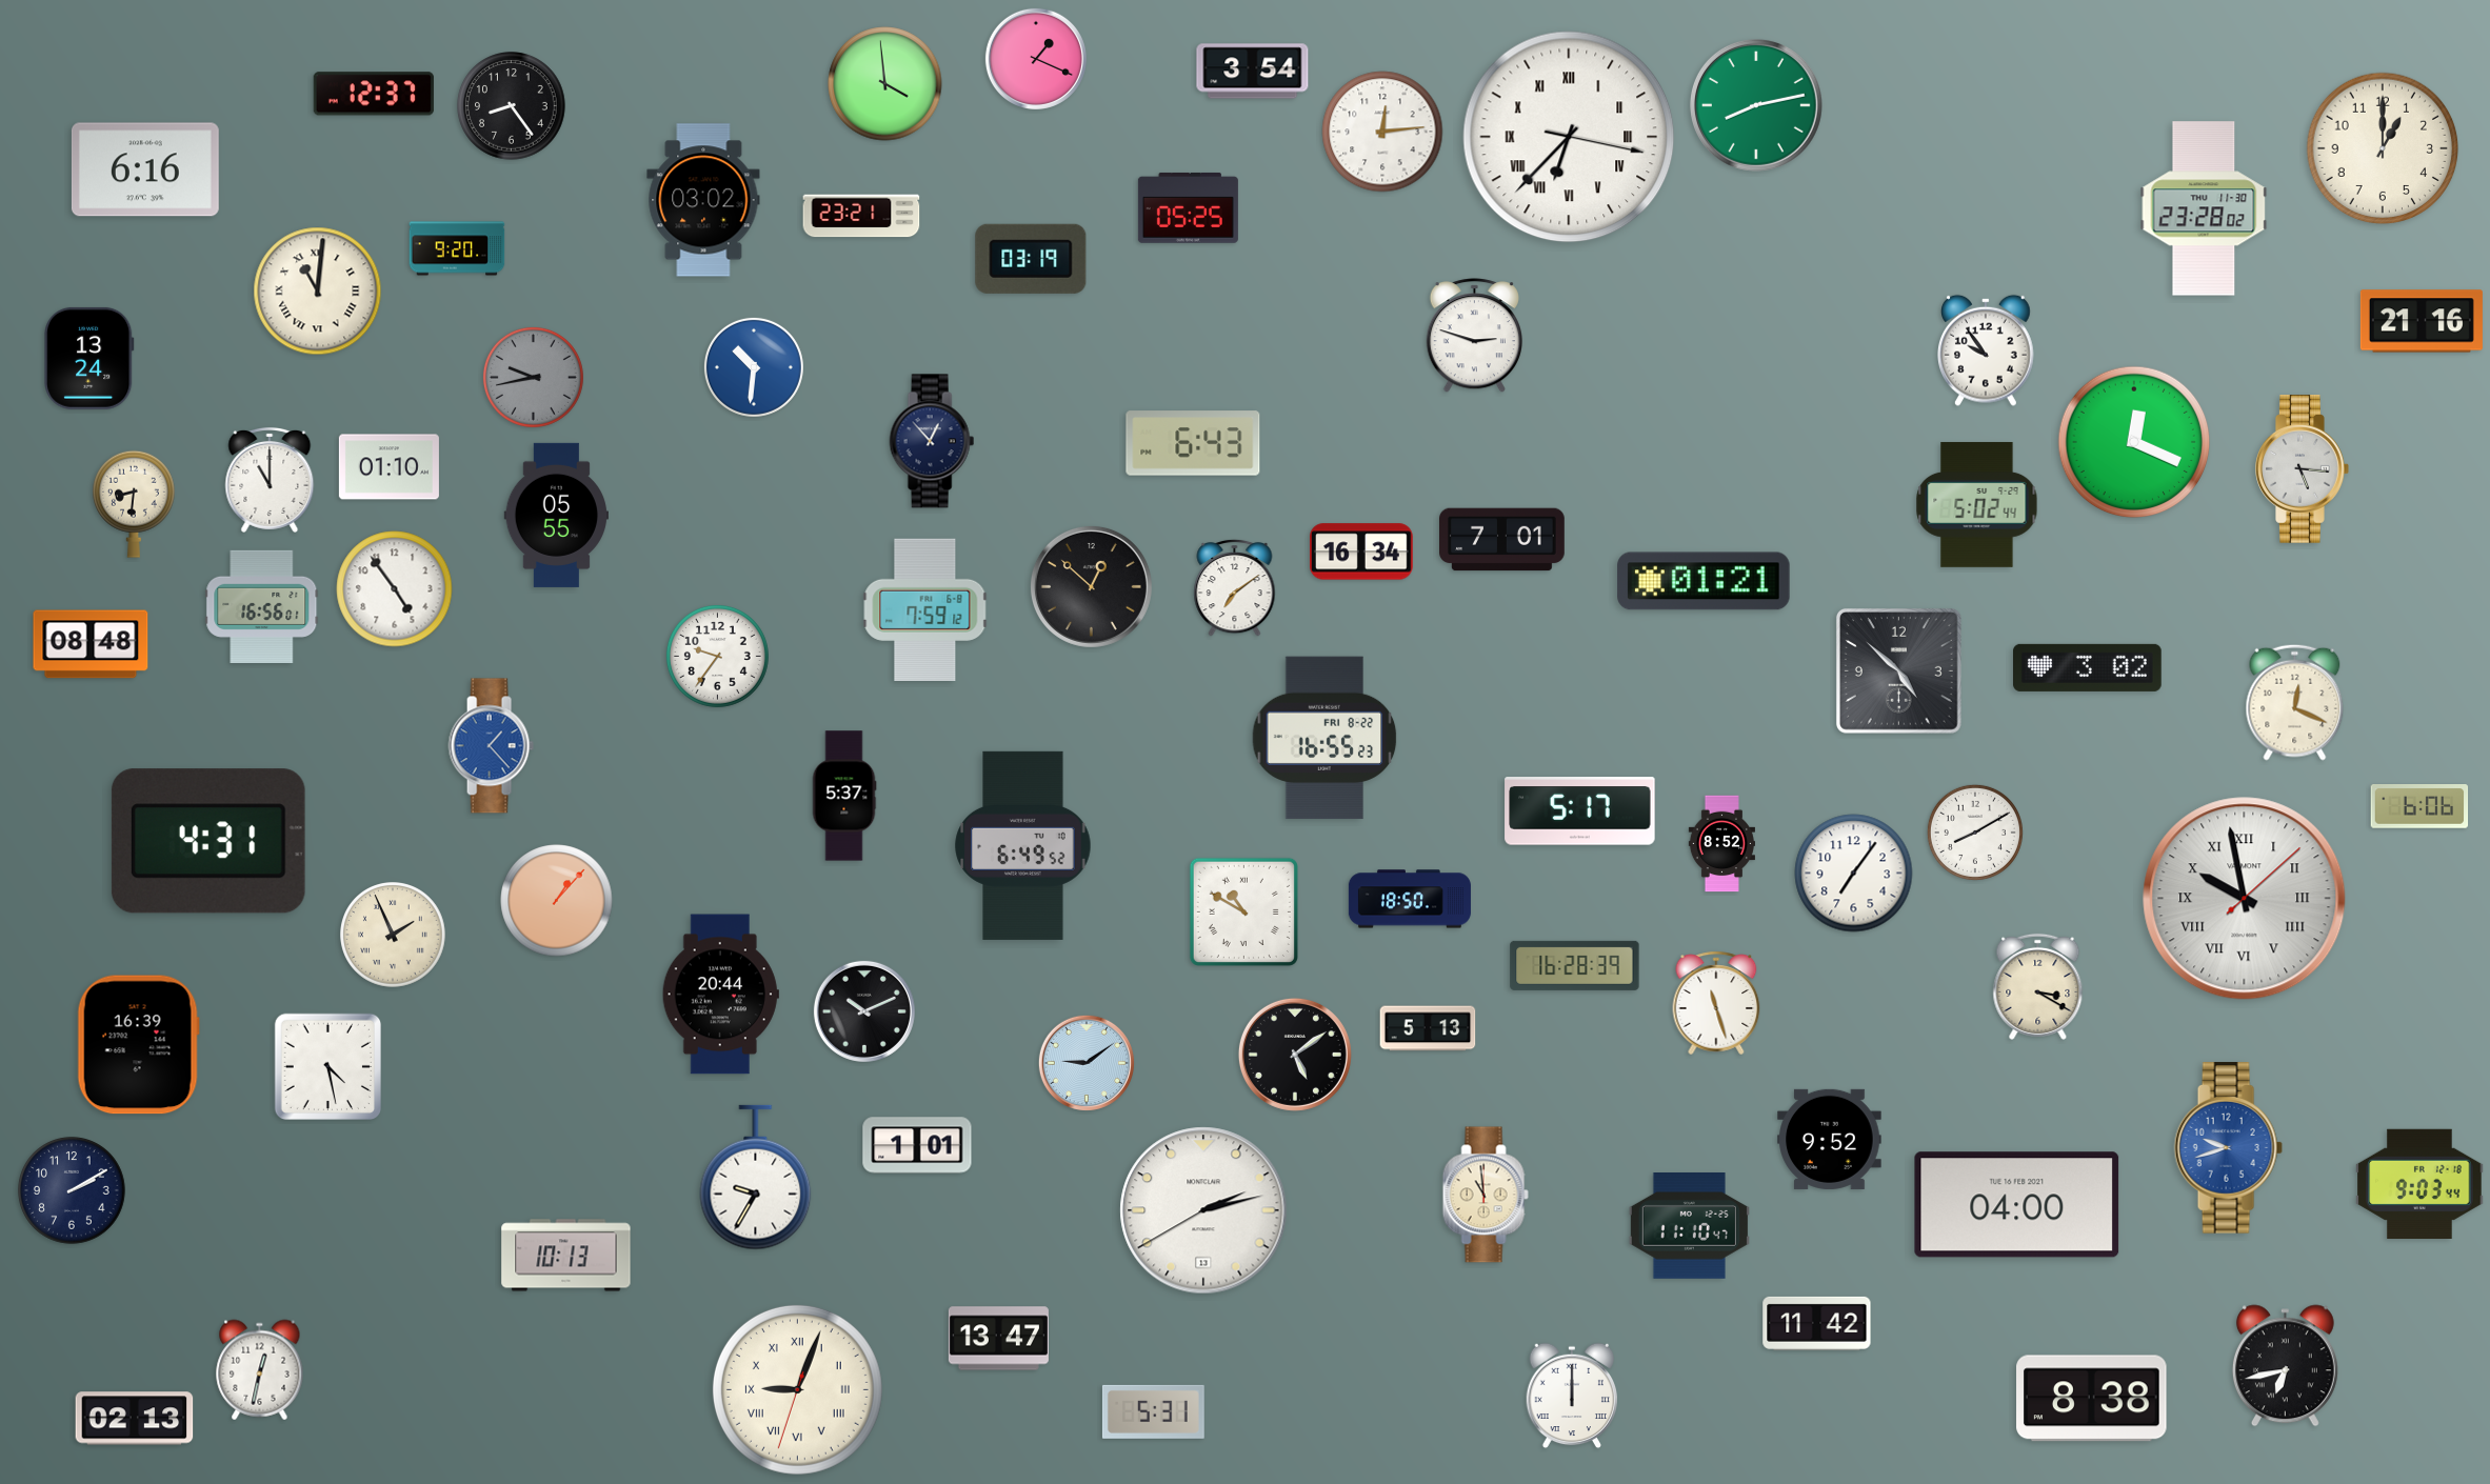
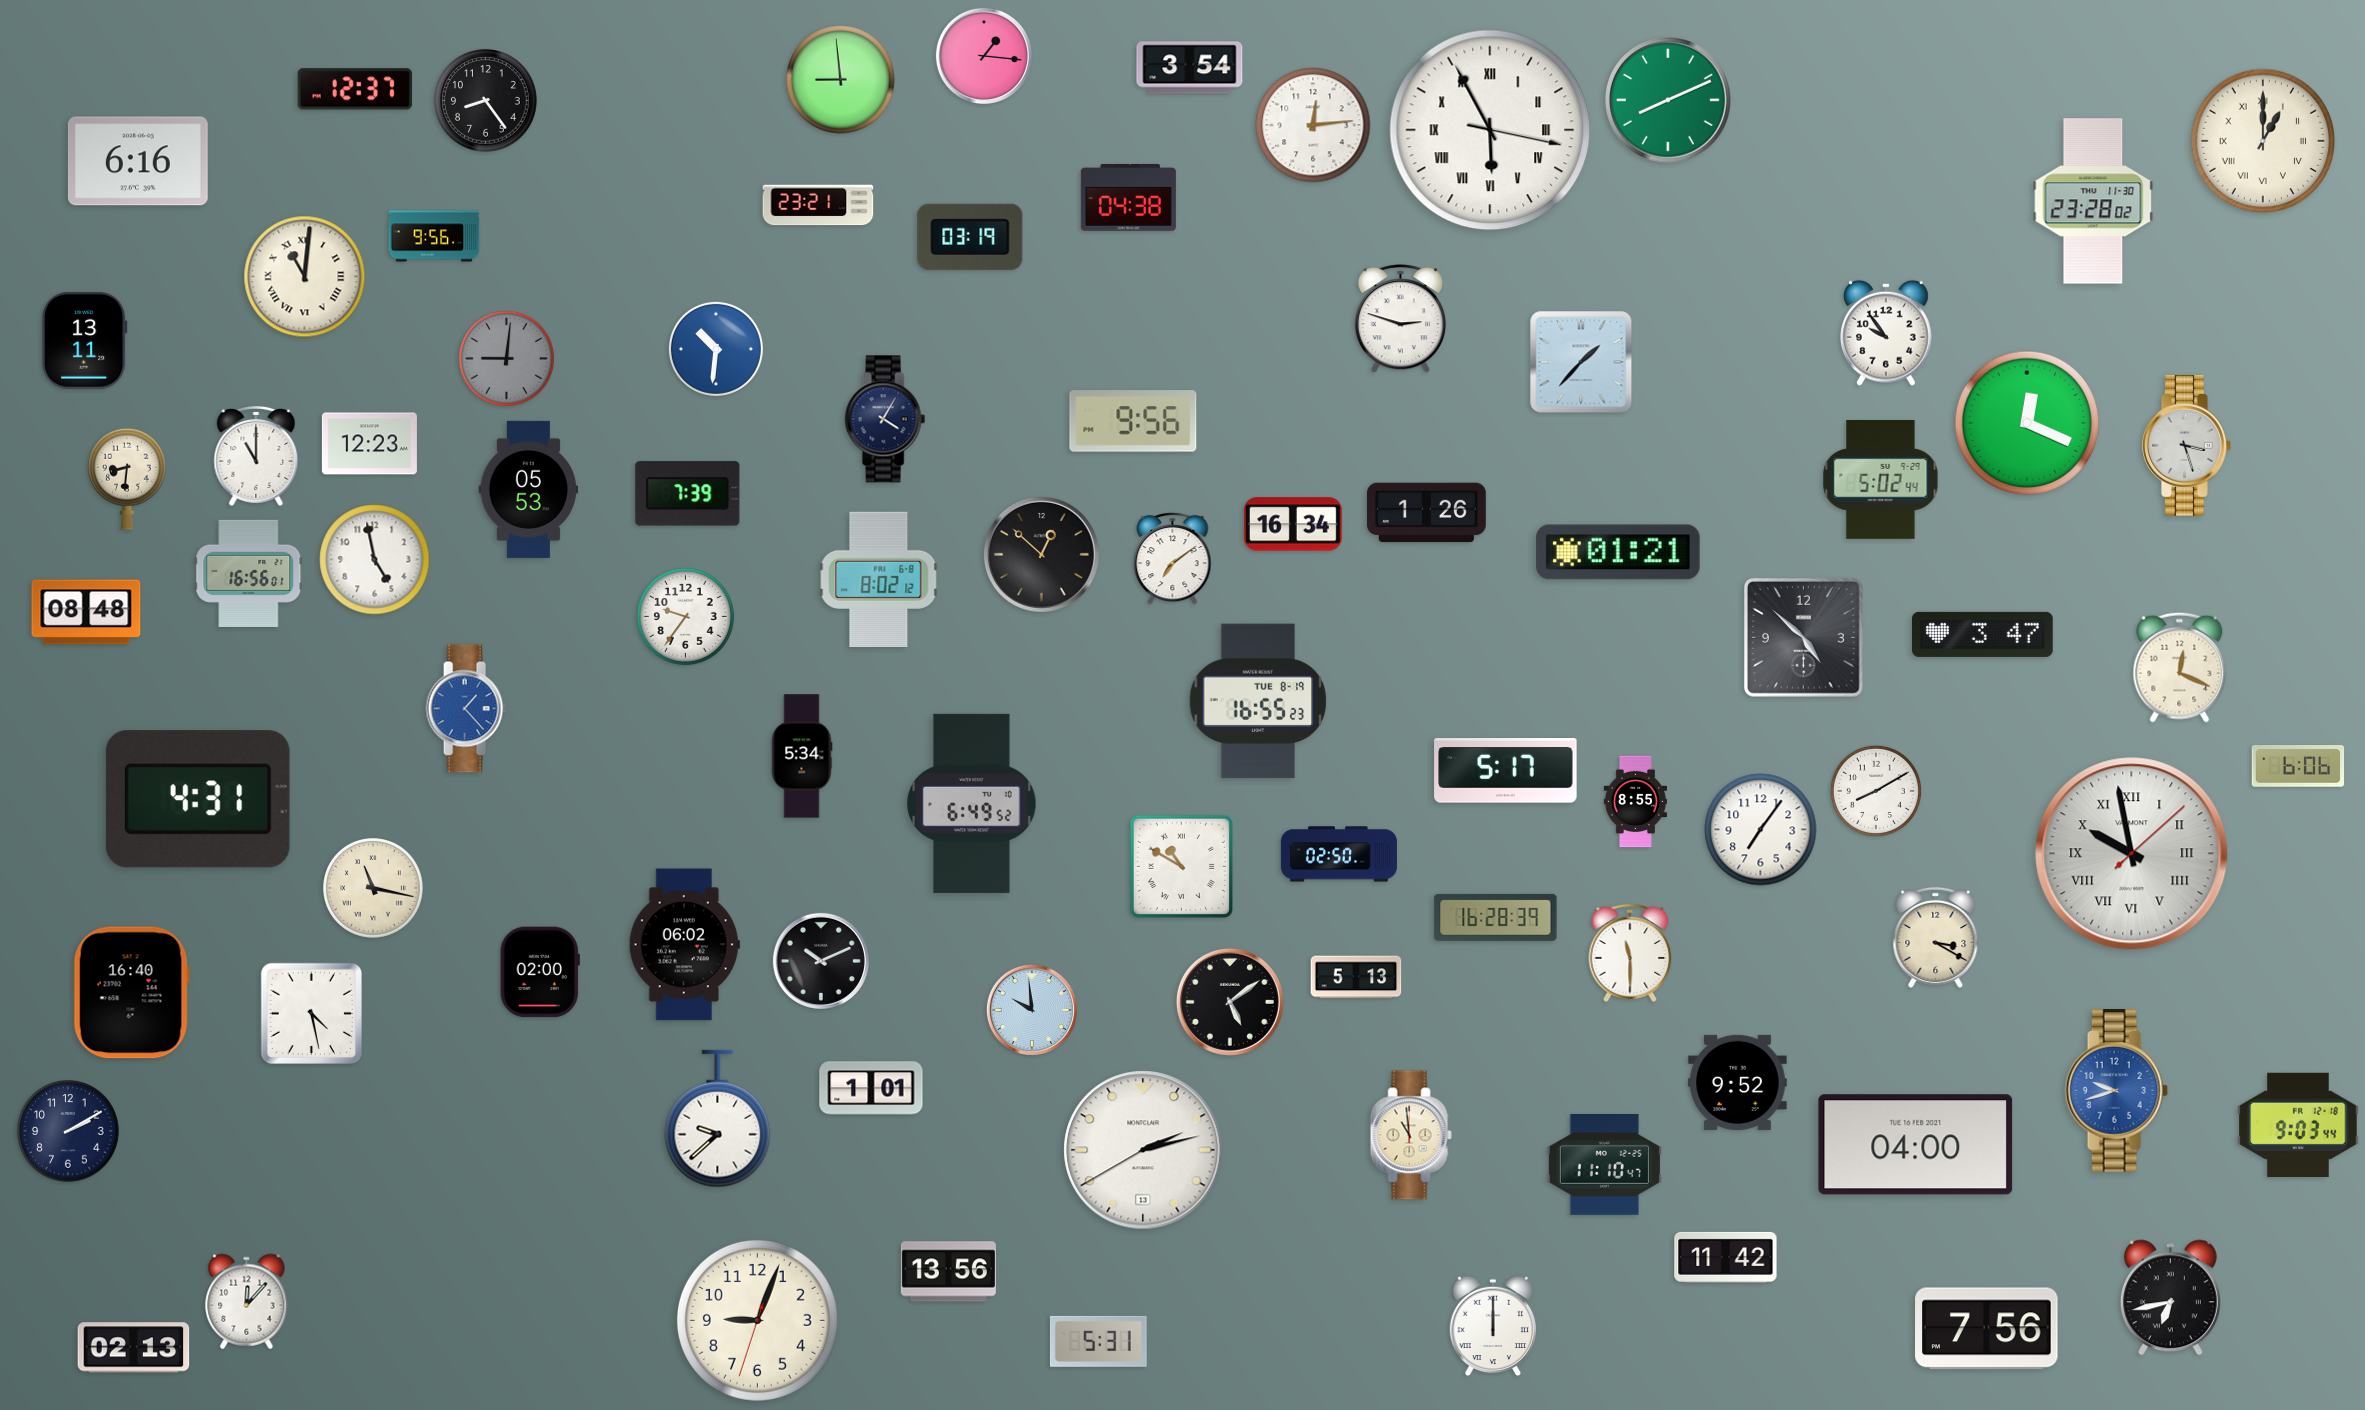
clock at (1036, 59): 1:19 -> 1:16
clock at (885, 84): 3:59 -> 8:59
clock at (1756, 105): 8:13 -> 8:11
clock at (1569, 137): 6:37 -> 5:55
clock at (2383, 148) numerals: Arabic -> Roman
clock at (703, 200): 03:02 -> none
clock at (1188, 208): 05:25 -> 04:38
clock at (2204, 208) position: (2204, 208) -> (2093, 201)
clock at (457, 248): 9:20 -> 9:56
clock at (1031, 259) position: (1031, 259) -> (970, 237)
clock at (318, 292) position: (318, 292) -> (305, 277)
clock at (2422, 321): 21:16 -> none
clock at (89, 358): 13:24 -> 13:11
clock at (533, 377): 9:43 -> 9:01
clock at (1581, 362): none -> 1:37
clock at (932, 441): 12:53 -> 4:05
clock at (2134, 442) position: (2134, 442) -> (2027, 423)
clock at (1193, 443): 6:43 -> 9:56
clock at (389, 467): 01:10 -> 12:23
clock at (2303, 469): 5:16 -> 3:27
clock at (1977, 505) position: (1977, 505) -> (1881, 480)
clock at (557, 515): 05:55 -> 05:53
clock at (688, 494): none -> 7:39
clock at (1502, 540): 7:01 -> 1:26
clock at (1091, 586) position: (1091, 586) -> (1041, 554)
clock at (395, 589): 4:54 -> 4:58
clock at (262, 606) position: (262, 606) -> (249, 573)
clock at (925, 609): 7:59 -> 8:02
clock at (717, 656) position: (717, 656) -> (685, 616)
clock at (2088, 667): 3:02 -> 3:47
clock at (1324, 738) date: FRI 8-22 -> TUE 8-19
clock at (844, 796): 5:37 -> 5:34
clock at (1580, 811) position: (1580, 811) -> (1506, 771)
clock at (1721, 844): 8:52 -> 8:55
clock at (1410, 899): 18:50 -> 02:50
clock at (557, 901): 1:07 -> none
clock at (394, 936): 1:56 -> 11:17
clock at (720, 995): 20:44 -> 06:02
clock at (1716, 1003): 11:27 -> 11:30
clock at (540, 972): none -> 02:00
clock at (138, 1045): 16:39 -> 16:40
clock at (1087, 1063): 9:09 -> 9:59
clock at (756, 1178): 9:35 -> 9:38
clock at (566, 1256): 10:13 -> none
clock at (998, 1339): 13:47 -> 13:56
clock at (260, 1370): 12:32 -> 12:07
clock at (797, 1389) numerals: Roman -> Arabic
clock at (2092, 1399): 8:38 -> 7:56
clock at (1153, 1411) position: (1153, 1411) -> (1098, 1341)
clock at (135, 1419) position: (135, 1419) -> (134, 1348)
